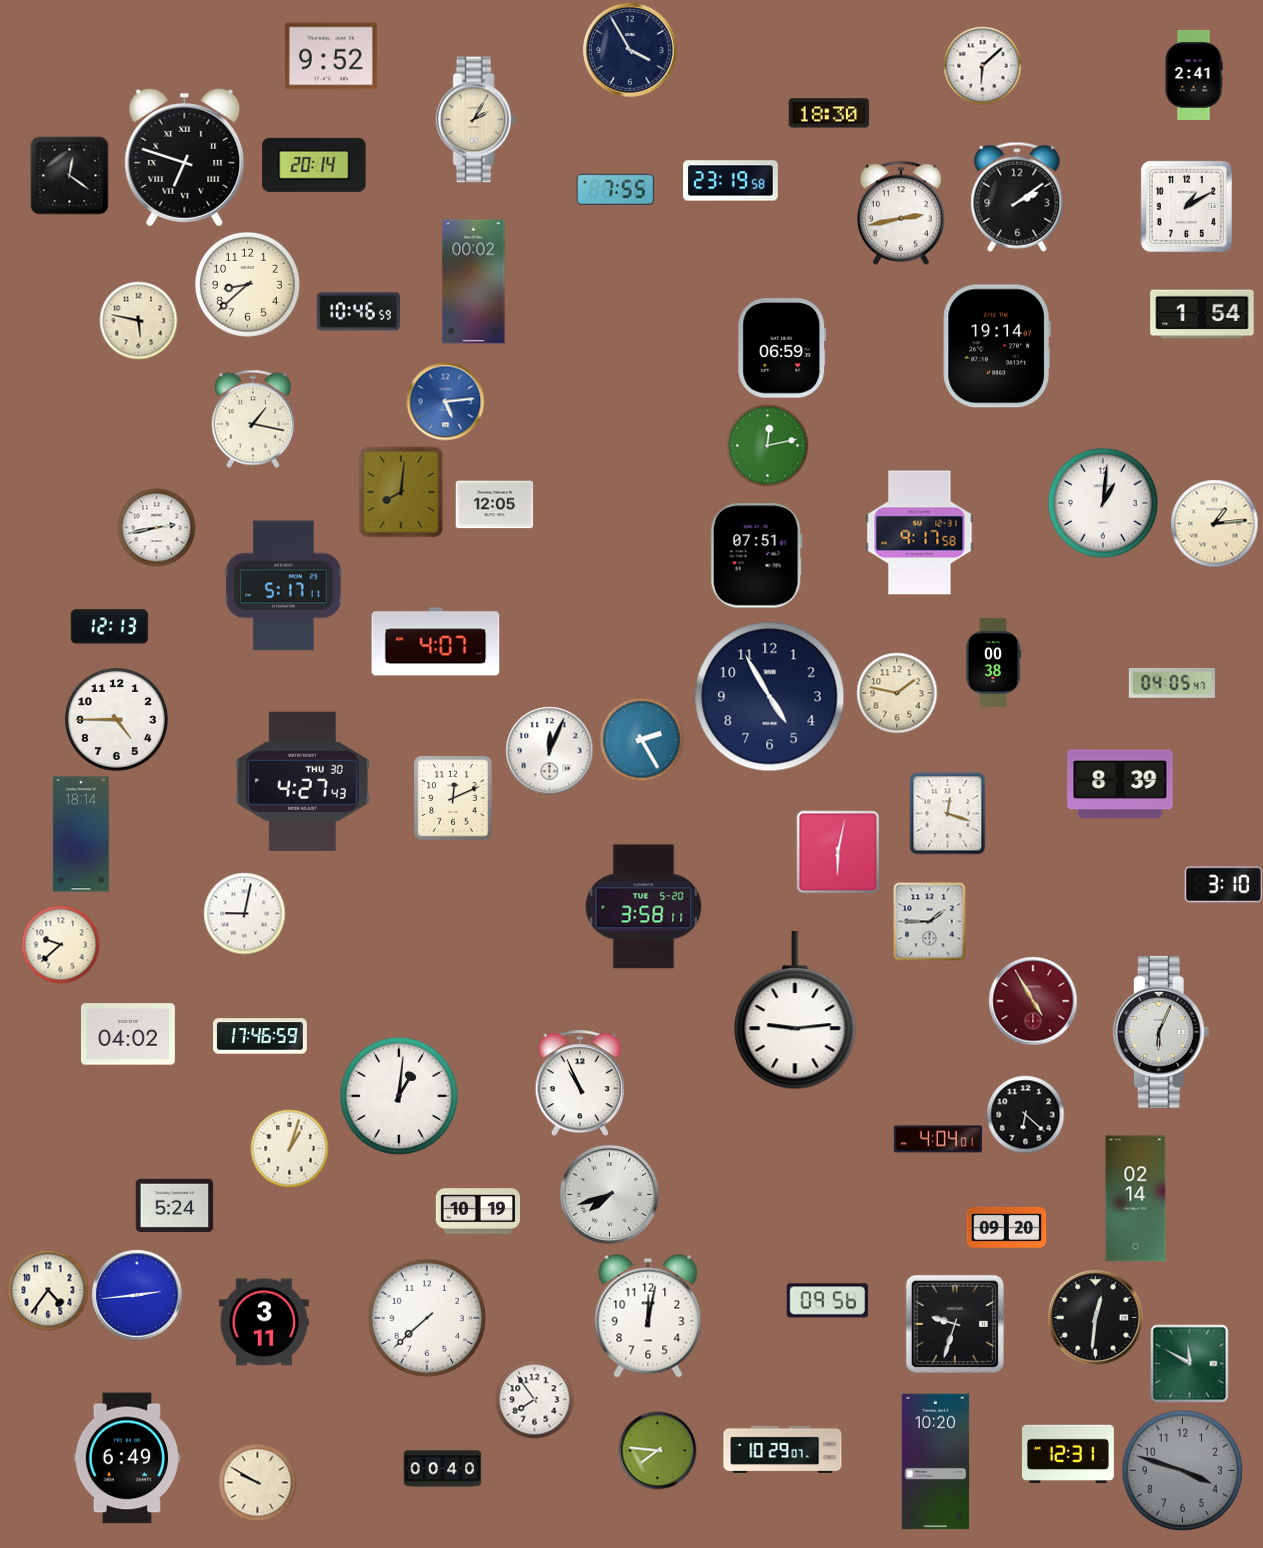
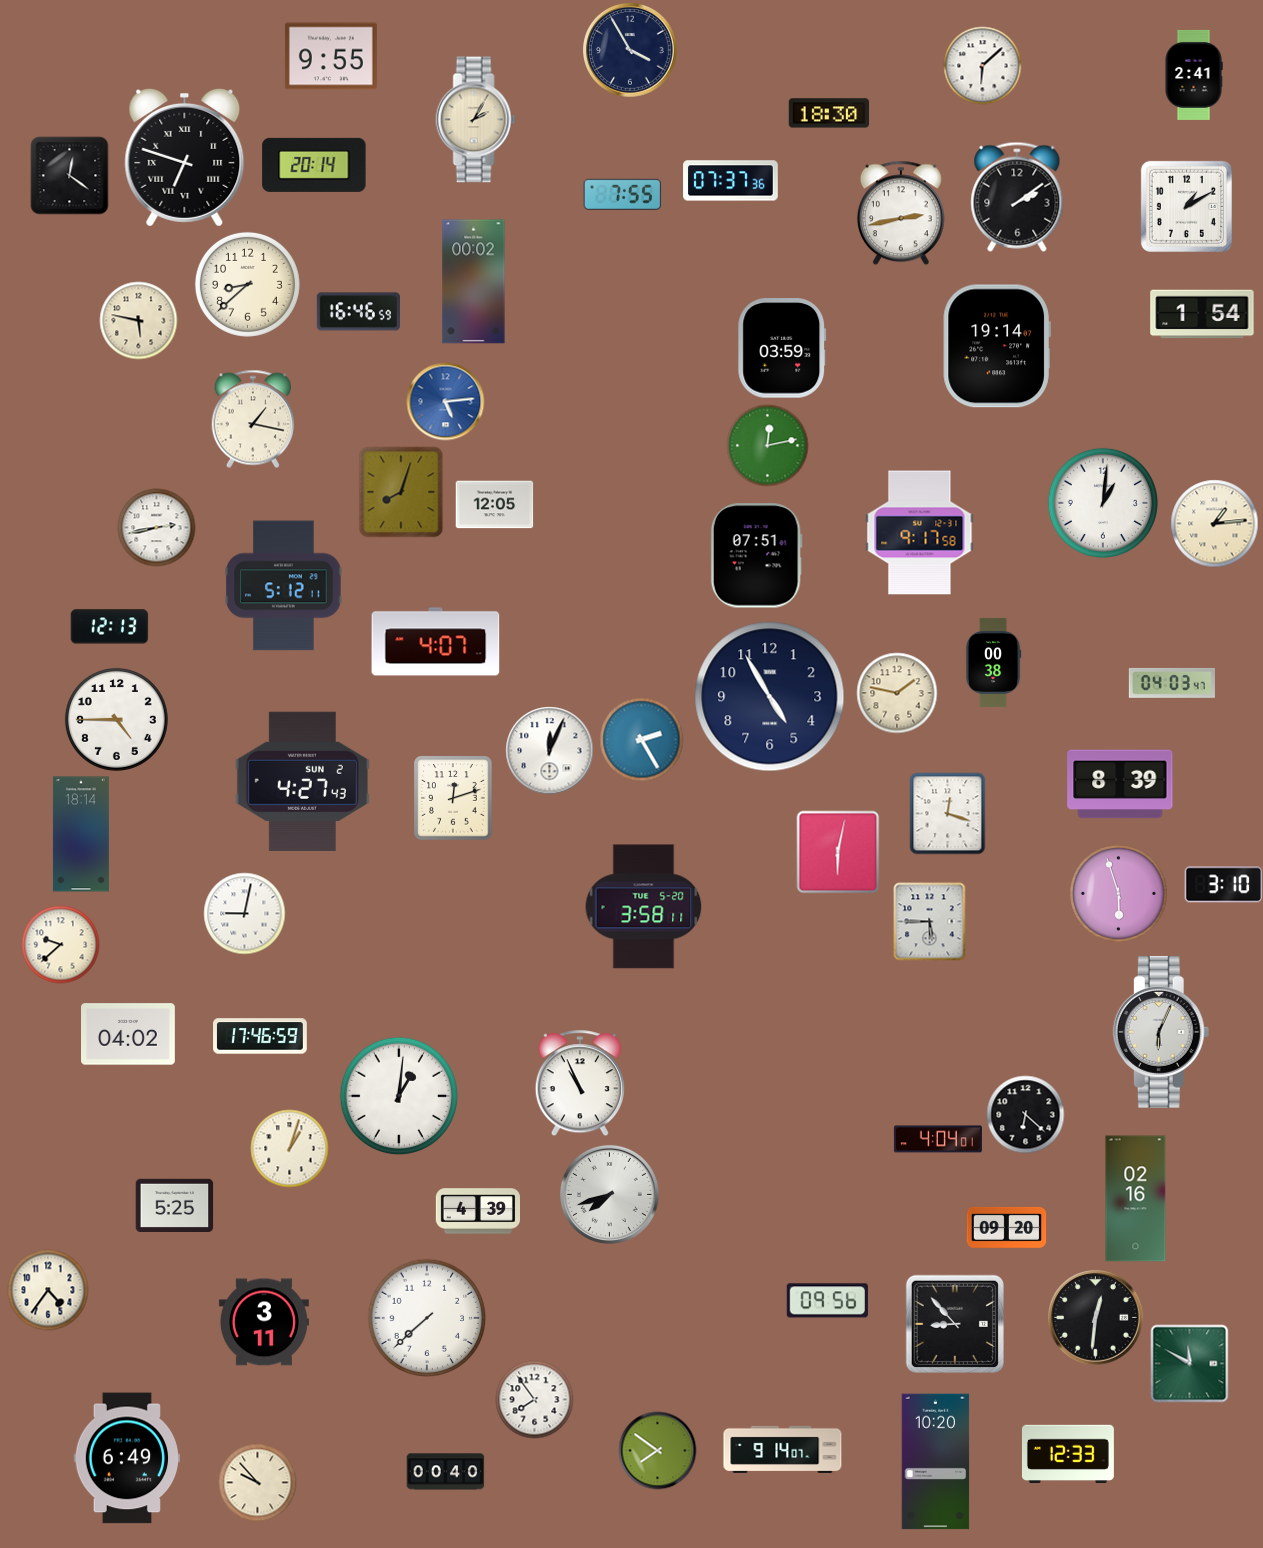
clock at (331, 56): 9:52 -> 9:55
clock at (731, 181): 23:19 -> 07:37
clock at (615, 189) position: (615, 189) -> (622, 194)
clock at (358, 312): 10:46 -> 16:46
clock at (782, 348): 06:59 -> 03:59
clock at (401, 492): 8:01 -> 8:03
clock at (284, 586): 5:17 -> 5:12
clock at (1172, 683): 04:05 -> 04:03
clock at (302, 781) date: THU 30 -> SUN 2
clock at (453, 798): 12:11 -> 12:12
clock at (1119, 894): none -> 5:57
clock at (930, 921): 1:45 -> 5:45
clock at (1033, 1001): 4:55 -> none
clock at (795, 1011): 9:14 -> none
clock at (1136, 1199): 02:14 -> 02:16
clock at (174, 1205): 5:24 -> 5:25
clock at (477, 1211): 10:19 -> 4:39
clock at (137, 1295): 2:44 -> none
clock at (648, 1316): 12:02 -> none
clock at (955, 1324): 9:33 -> 8:53
clock at (783, 1449): 10:29 -> 9:14
clock at (657, 1450): 7:46 -> 7:51
clock at (1068, 1454): 12:31 -> 12:33
clock at (442, 1469) position: (442, 1469) -> (445, 1472)
clock at (1182, 1470): 3:48 -> none
clock at (257, 1482): 9:50 -> 9:53
